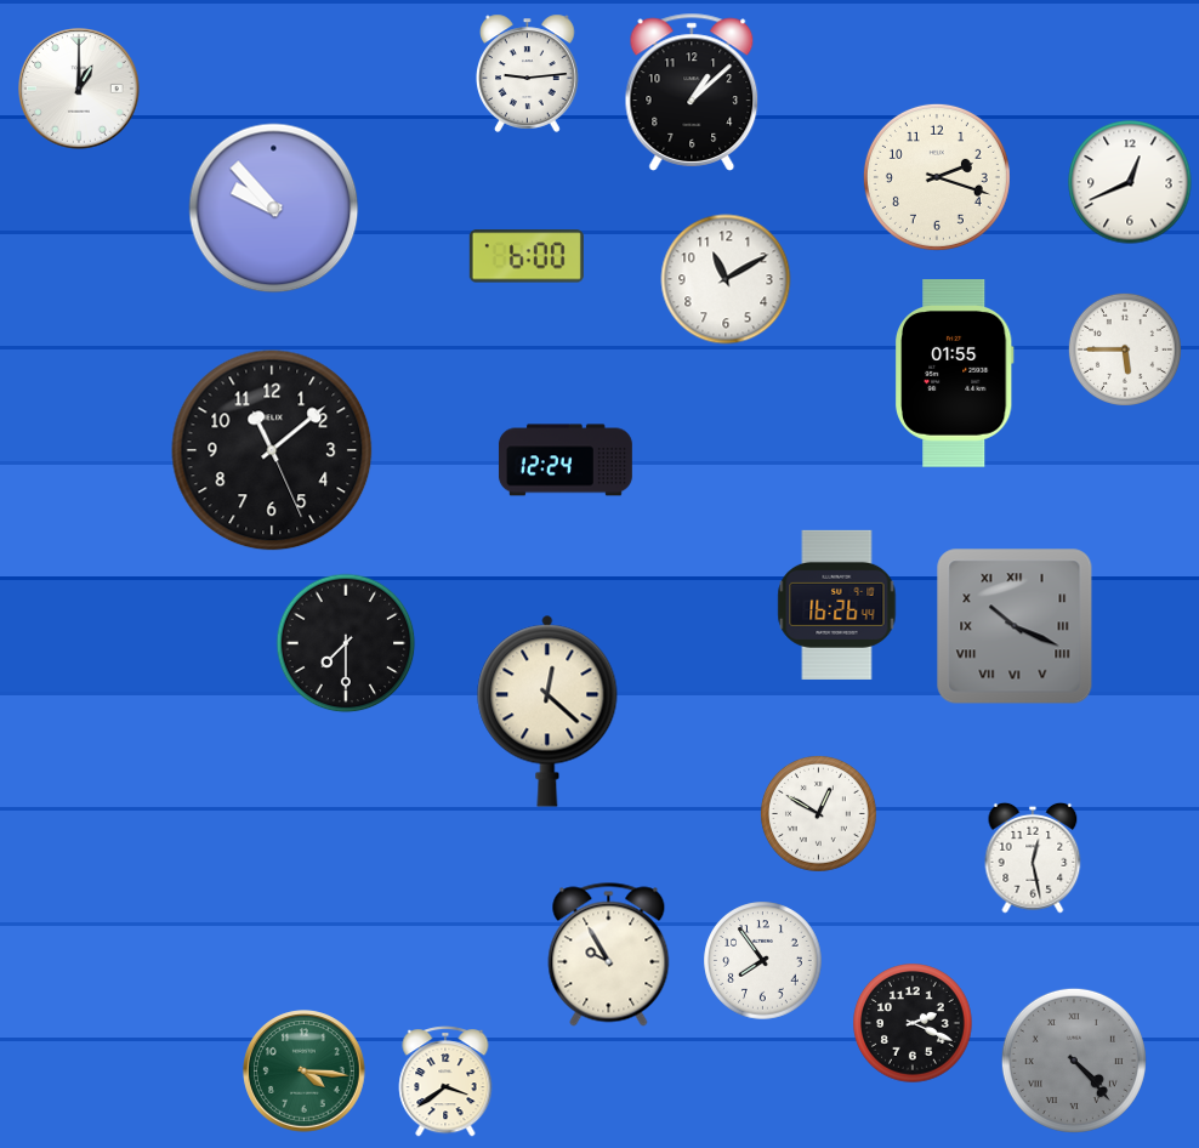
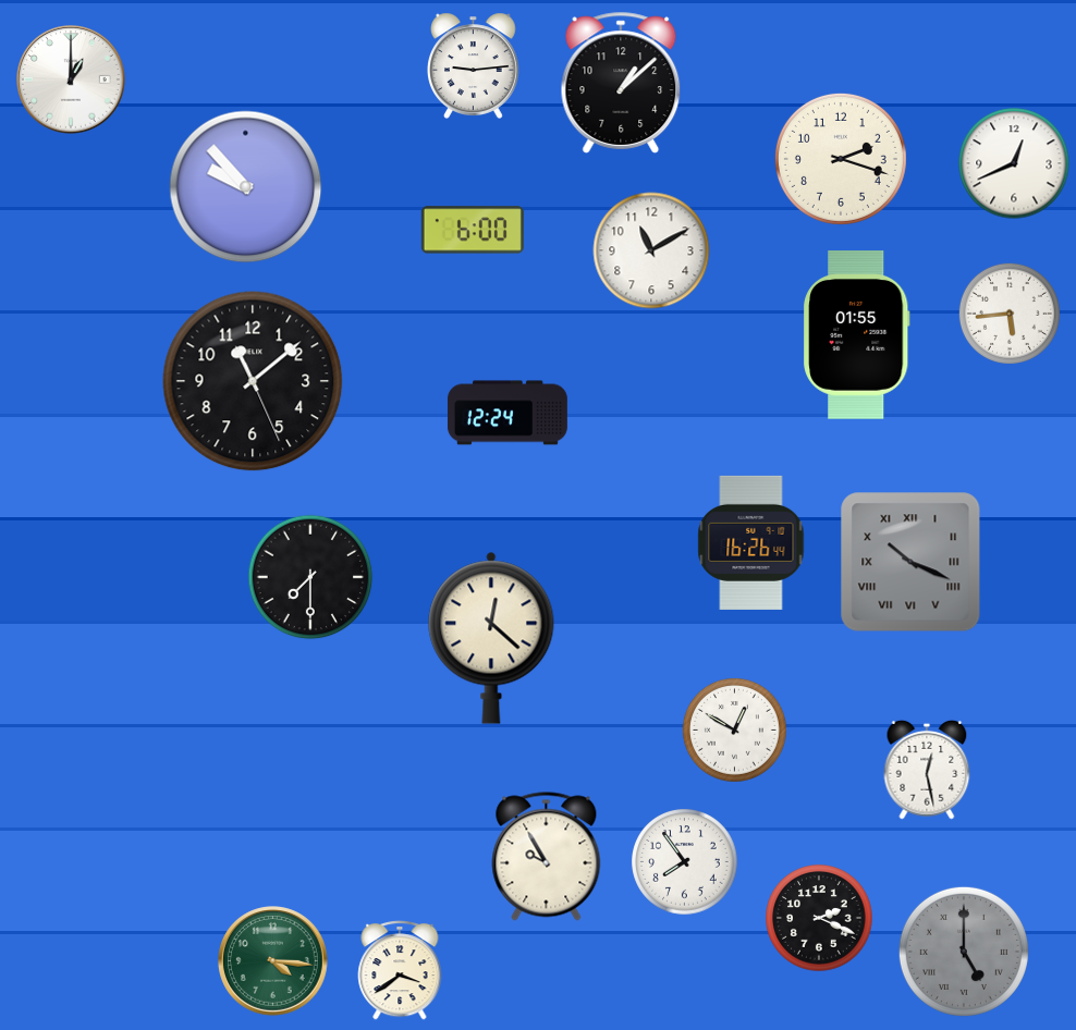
clock at (1125, 349): 5:45 -> 5:44
clock at (272, 450) position: (272, 450) -> (253, 381)
clock at (1074, 1061): 4:23 -> 5:00
